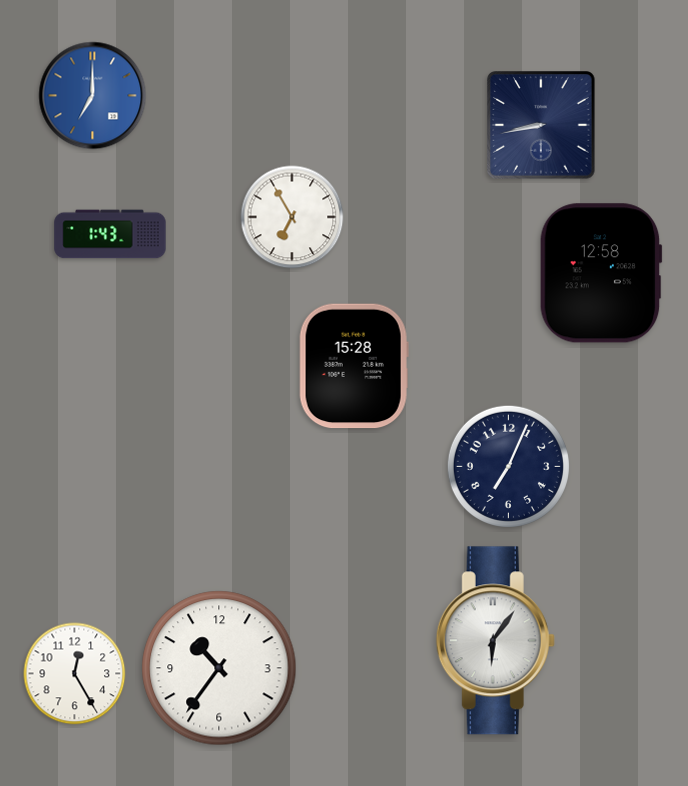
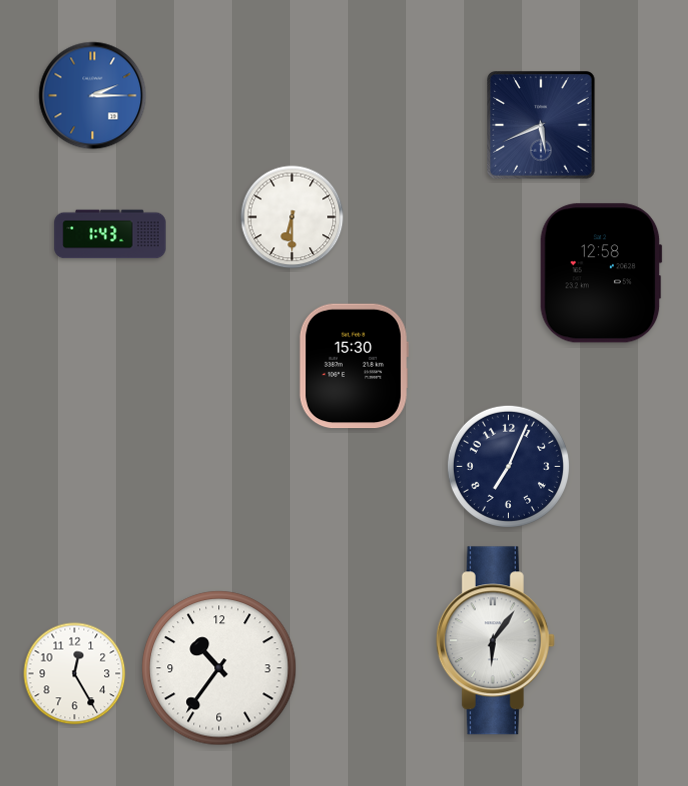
clock at (93, 96): 7:00 -> 2:15
clock at (541, 125): 8:43 -> 5:41
clock at (292, 217): 6:55 -> 6:30
clock at (354, 366): 15:28 -> 15:30
